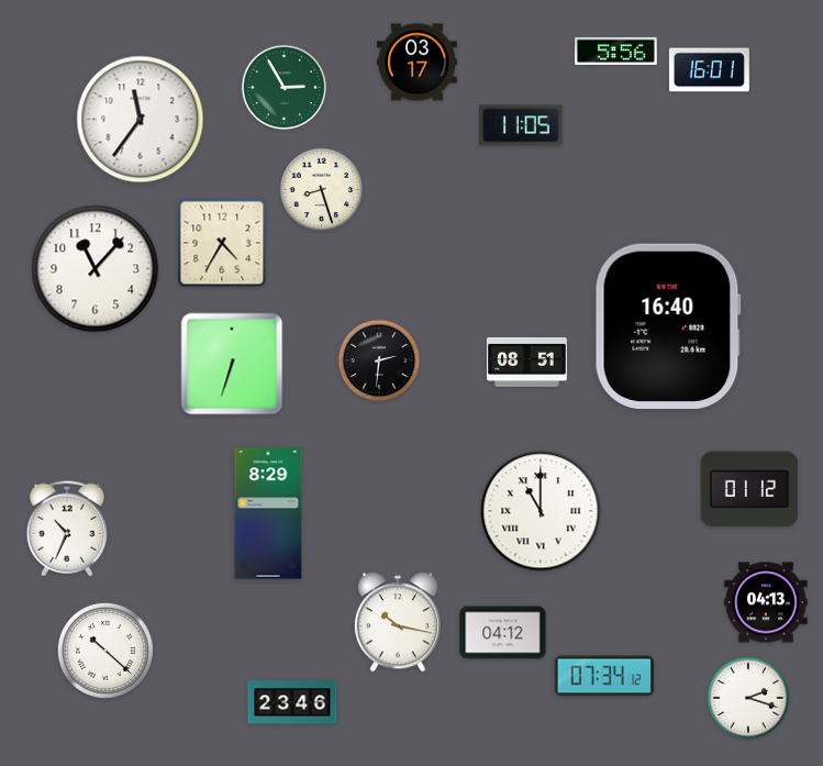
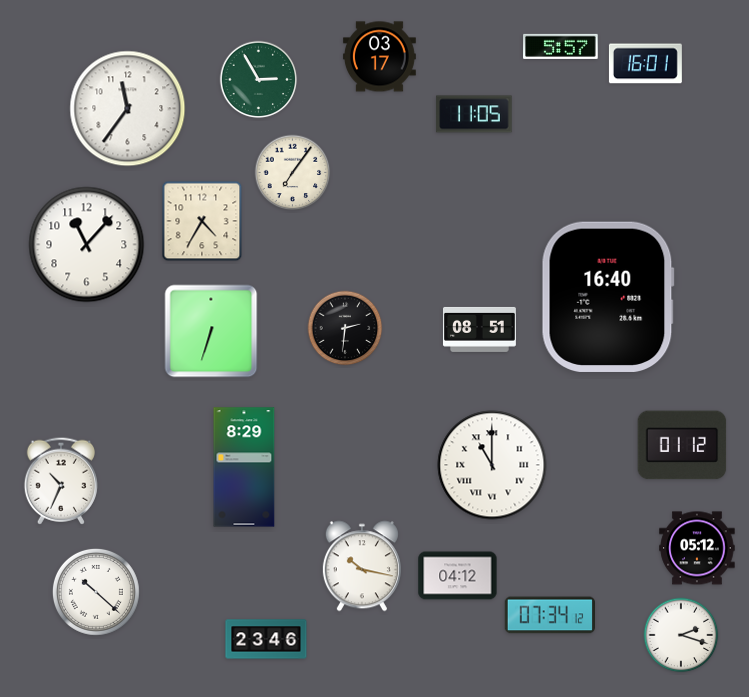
clock at (616, 51): 5:56 -> 5:57
clock at (322, 190): 8:27 -> 7:06
clock at (766, 602): 04:13 -> 05:12
